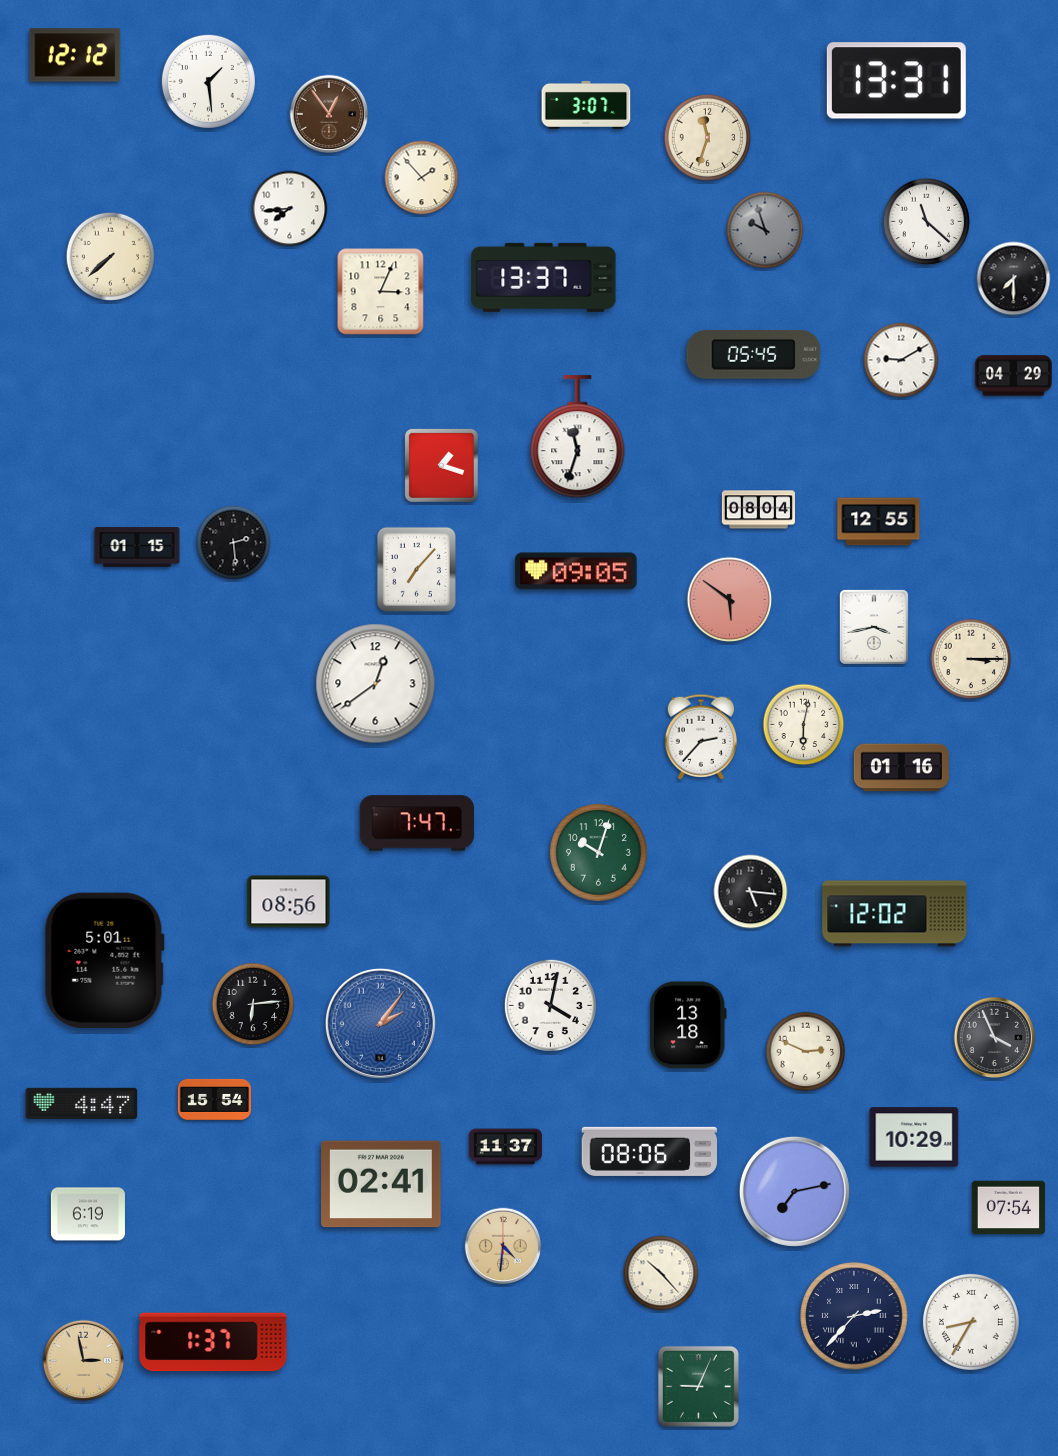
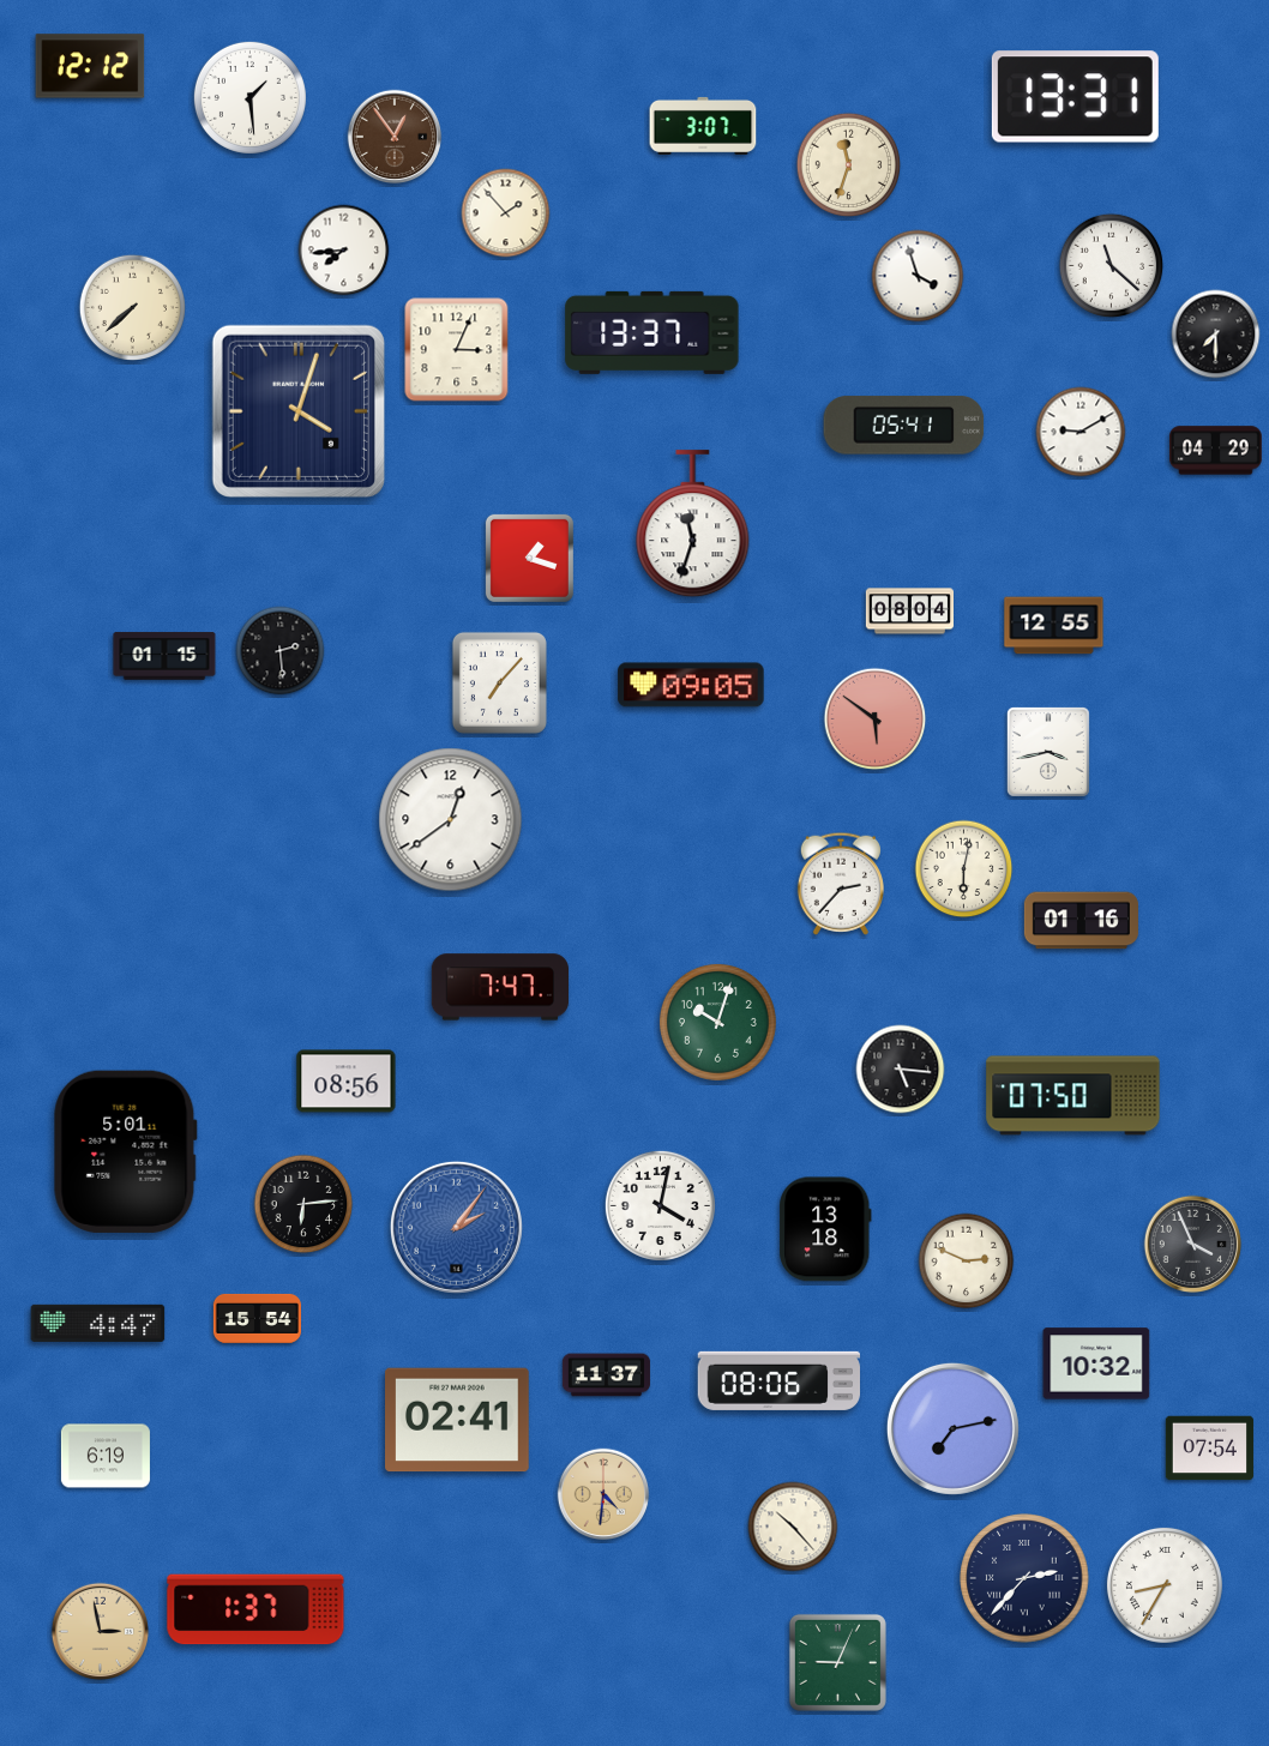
clock at (290, 209) position: (290, 209) -> (344, 251)
clock at (765, 230): 9:57 -> 3:57
clock at (765, 230) dial: grey -> white
clock at (299, 411): none -> 4:03
clock at (754, 355): 05:45 -> 05:41
clock at (971, 659): 3:15 -> none
clock at (895, 914): 12:02 -> 07:50
clock at (914, 1137): 10:29 -> 10:32
